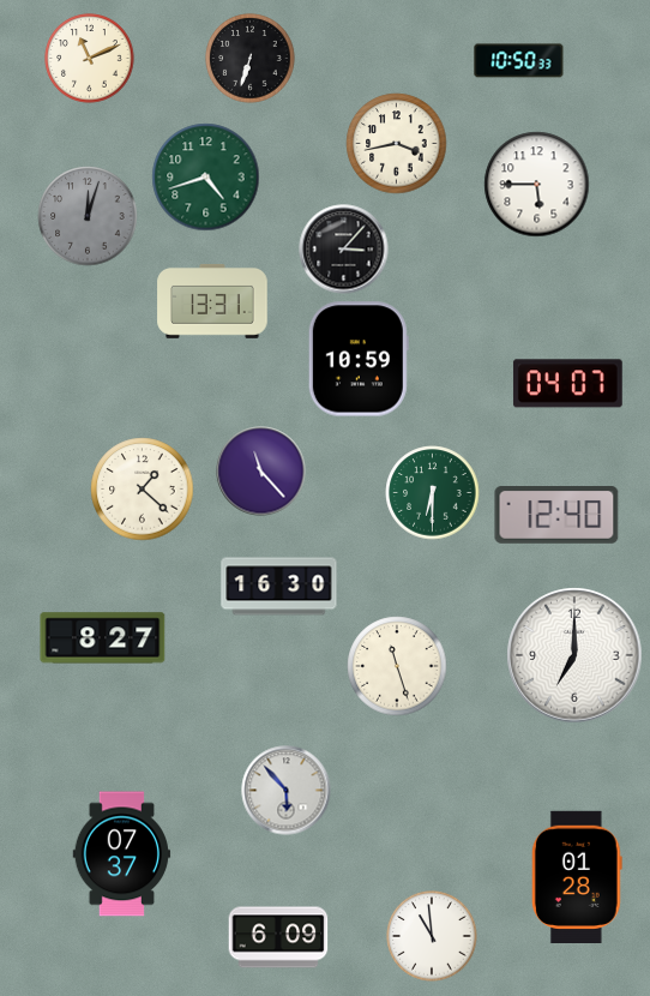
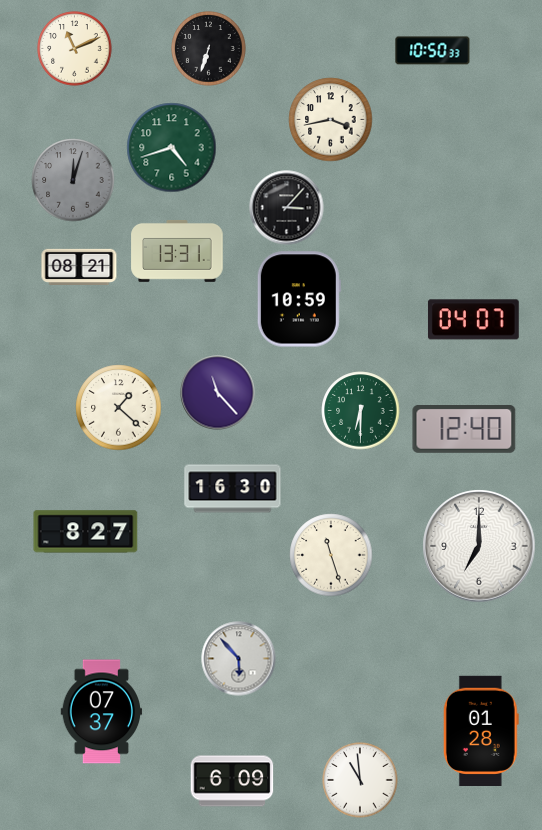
clock at (537, 185): 5:45 -> none
clock at (79, 266): none -> 08:21
